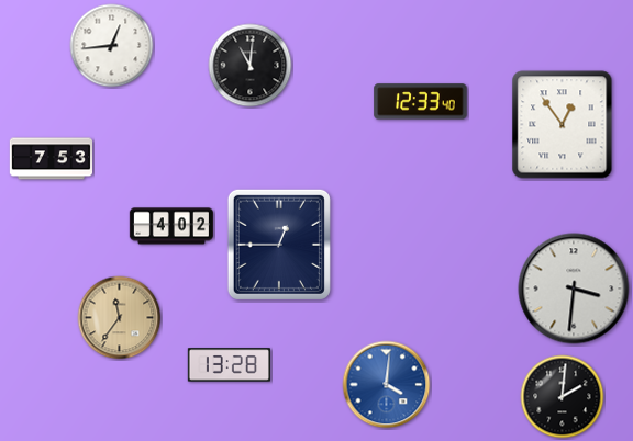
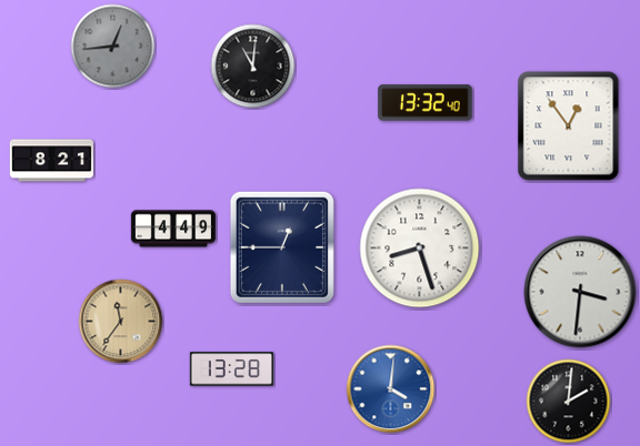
clock at (112, 46) dial: white -> grey
clock at (421, 102): 12:33 -> 13:32
clock at (51, 159): 7:53 -> 8:21
clock at (171, 226): 4:02 -> 4:49
clock at (420, 249): none -> 8:27
